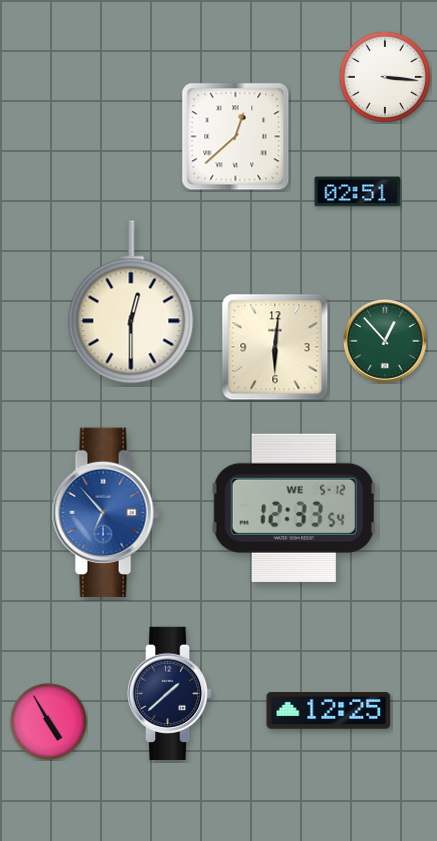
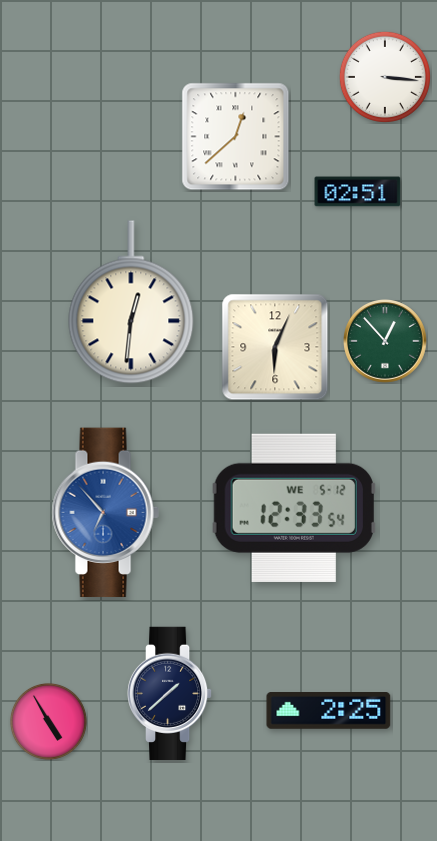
clock at (131, 302): 12:30 -> 12:31
clock at (275, 347): 6:01 -> 6:04
clock at (329, 711): 12:25 -> 2:25
